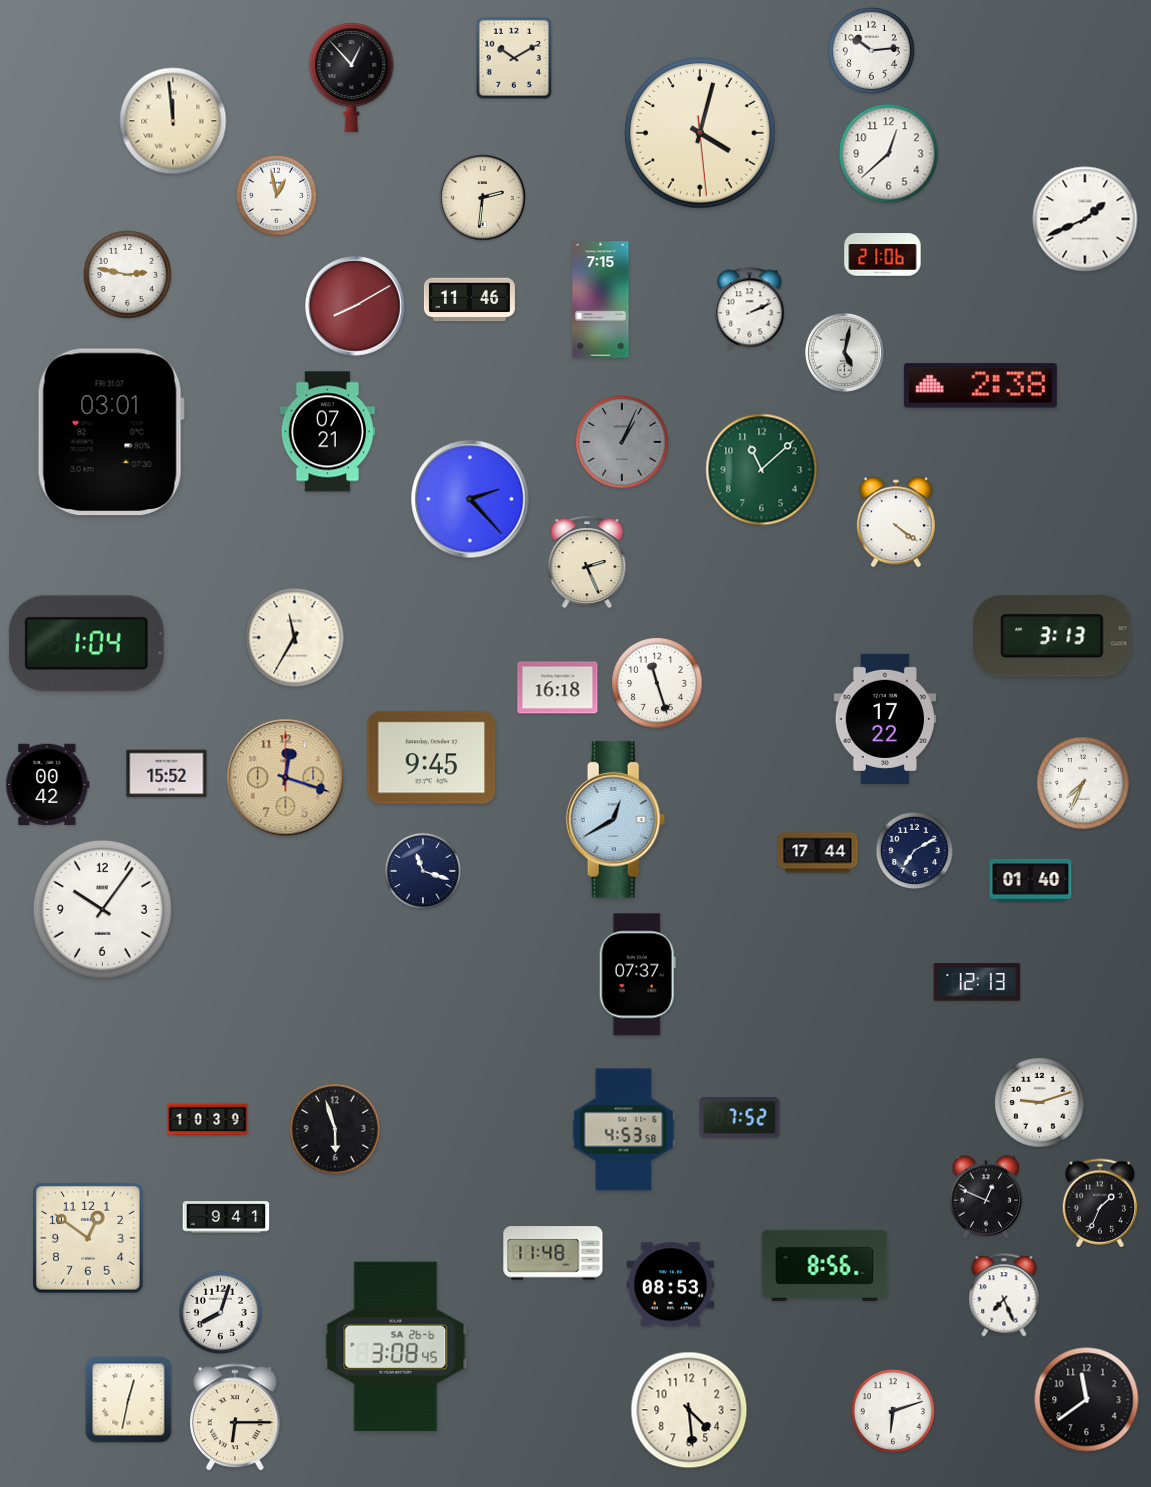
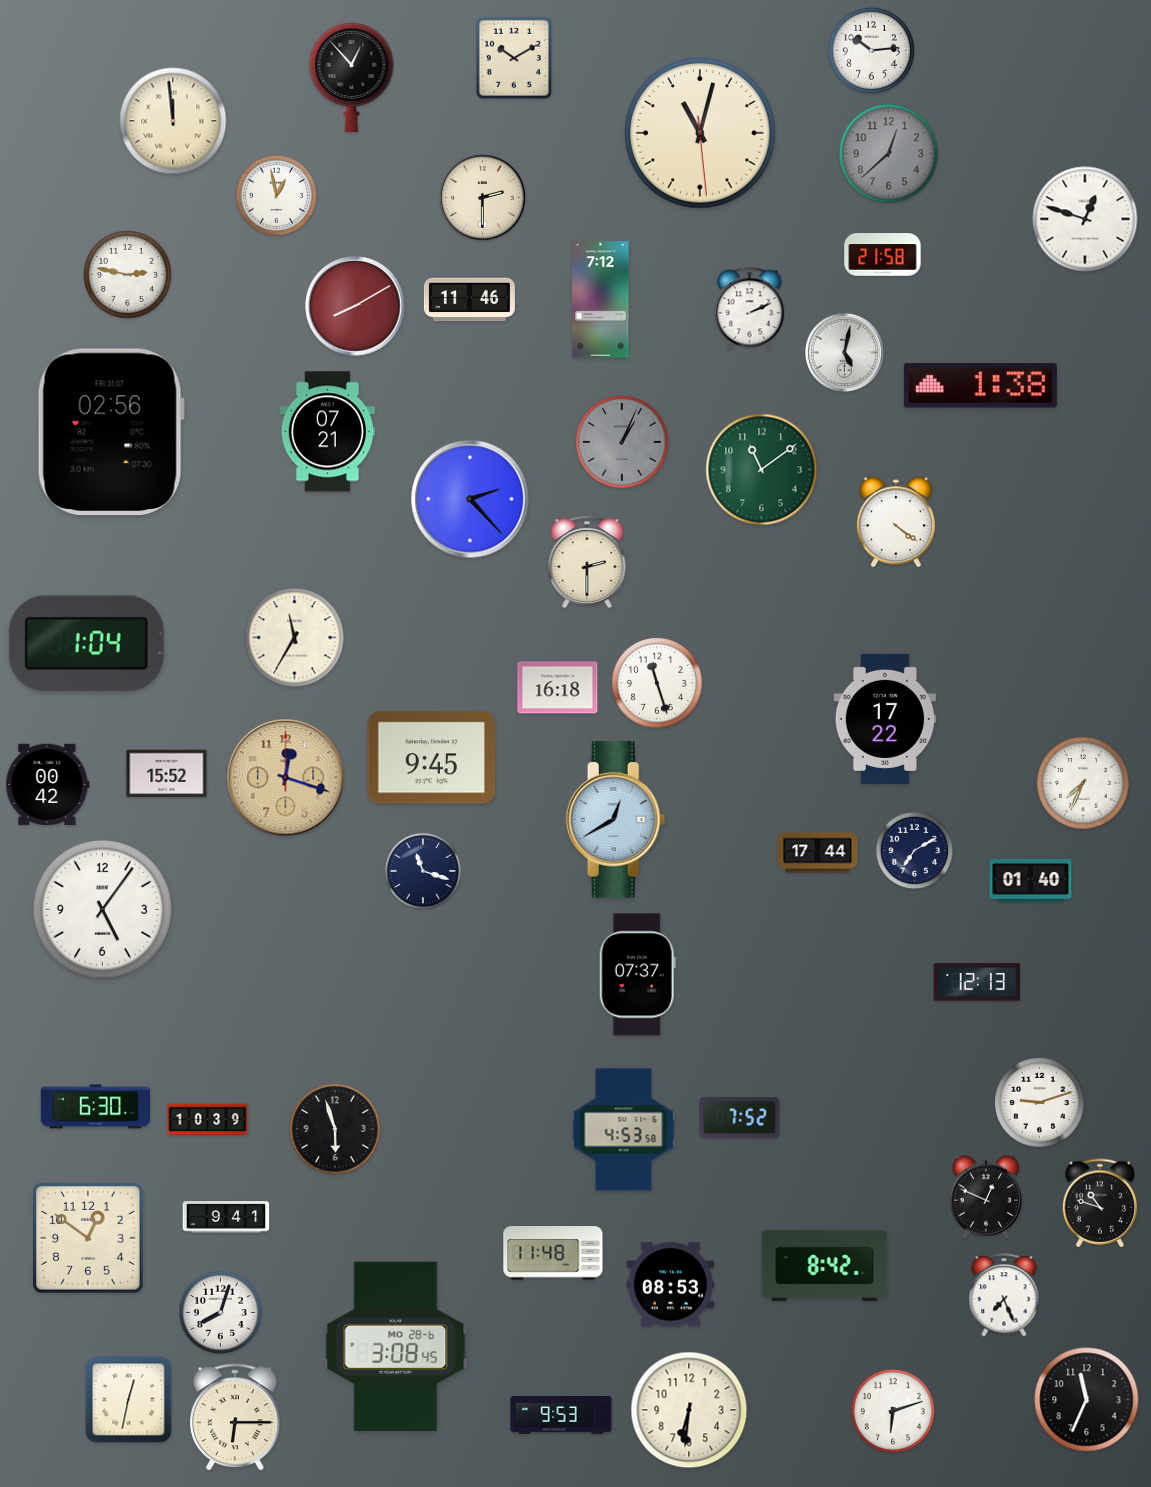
clock at (700, 133): 4:02 -> 11:02
clock at (889, 154) dial: white -> grey
clock at (483, 198): 2:31 -> 2:30
clock at (1085, 219): 1:41 -> 12:48
clock at (883, 255): 21:06 -> 21:58
clock at (601, 300): 7:15 -> 7:12
clock at (980, 386): 2:38 -> 1:38
clock at (111, 432): 03:01 -> 02:56
clock at (762, 470): 11:08 -> 11:09
clock at (587, 562): 2:26 -> 2:30
clock at (1052, 636): 3:13 -> none
clock at (102, 909): 10:06 -> 5:06
clock at (96, 1107): none -> 6:30
clock at (1100, 1203): 1:34 -> 10:48
clock at (825, 1265): 8:56 -> 8:42
clock at (396, 1346) date: SA 26-6 -> MO 28-6
clock at (1087, 1400): 11:39 -> 11:34
clock at (689, 1410): 4:29 -> 6:31
clock at (561, 1415): none -> 9:53
